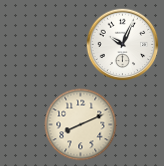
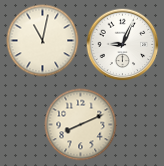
clock at (43, 41): none -> 11:02
clock at (123, 45): 10:04 -> 9:04
